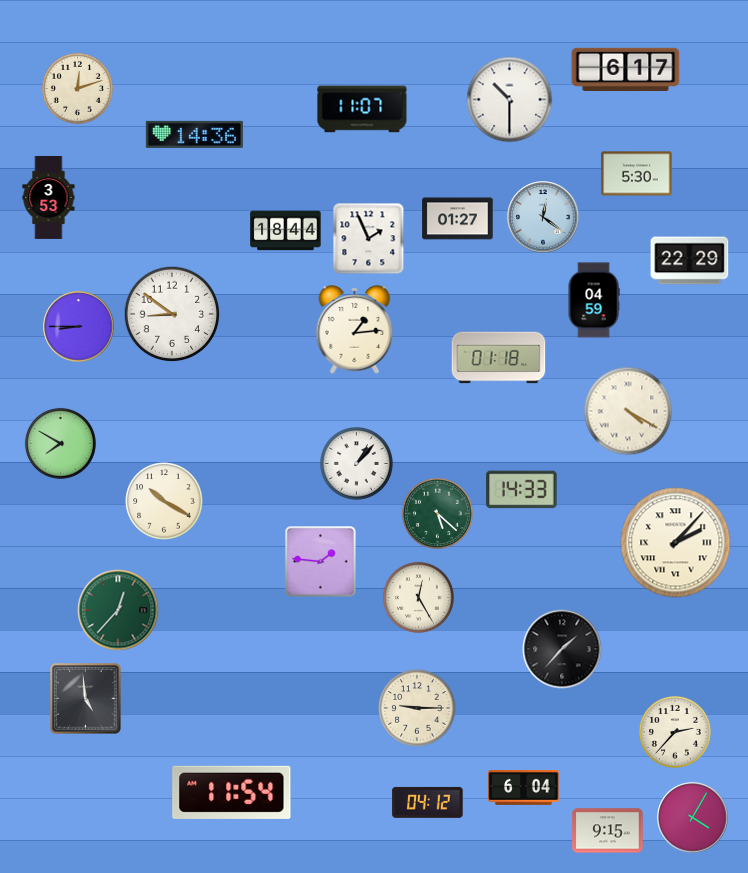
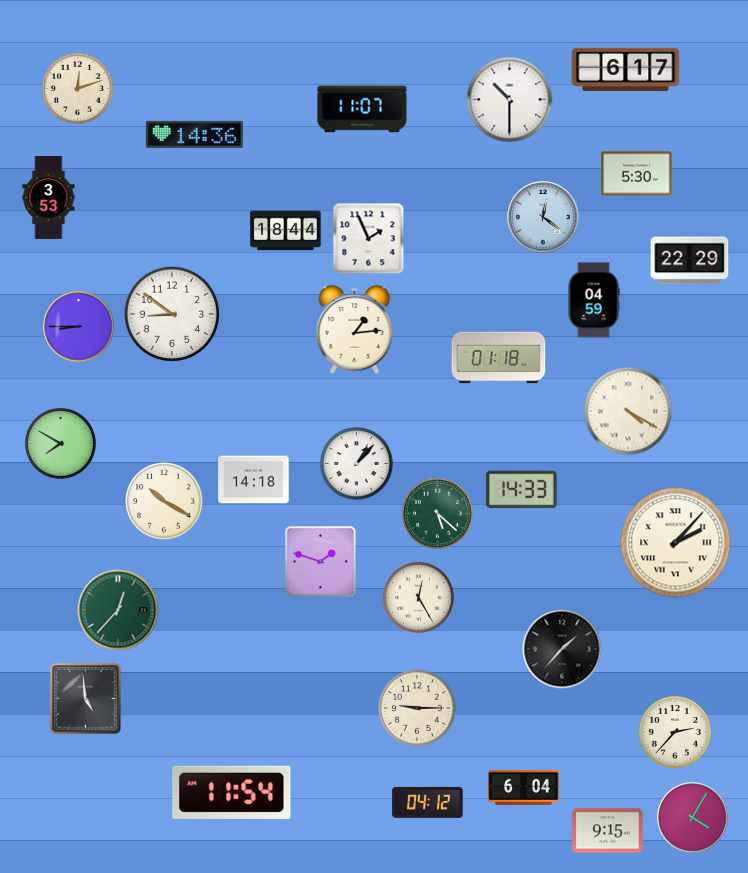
clock at (458, 219): 01:27 -> none
clock at (254, 480): none -> 14:18
clock at (321, 562): 1:46 -> 1:48
